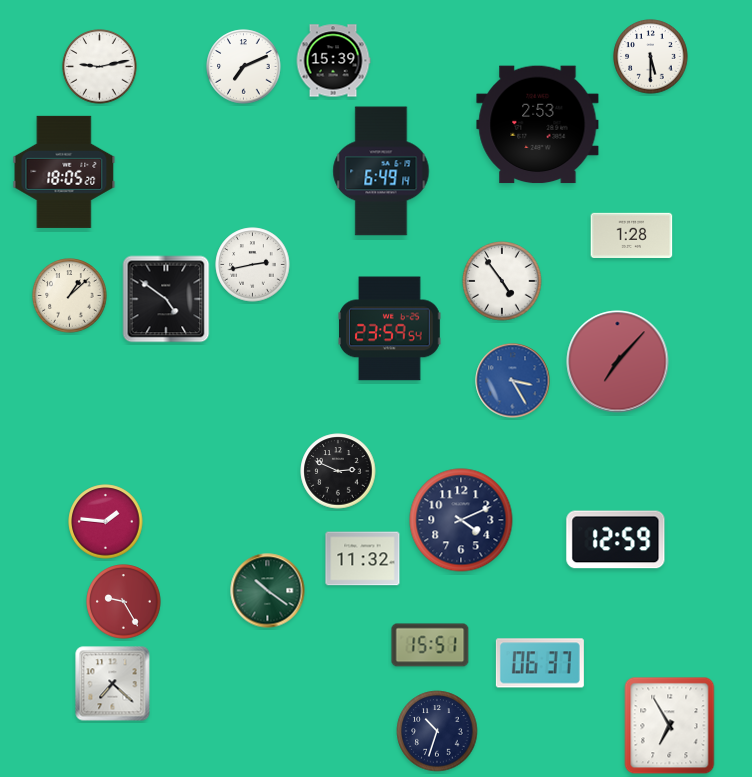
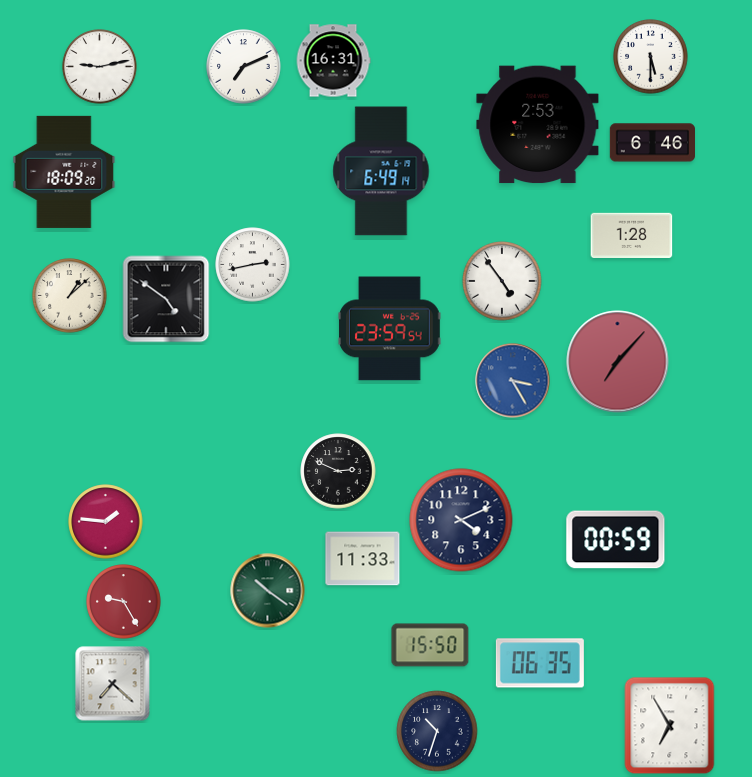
clock at (333, 61): 15:39 -> 16:31
clock at (653, 143): none -> 6:46
clock at (64, 172): 18:05 -> 18:09
clock at (616, 540): 12:59 -> 00:59
clock at (363, 559): 11:32 -> 11:33
clock at (430, 645): 15:51 -> 15:50
clock at (540, 663): 06:37 -> 06:35
